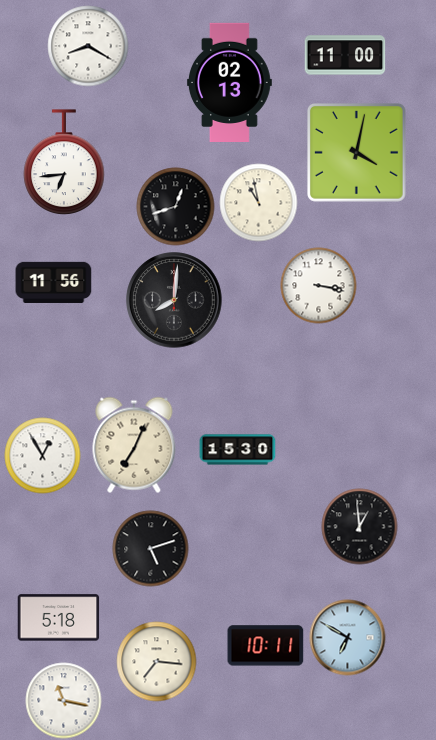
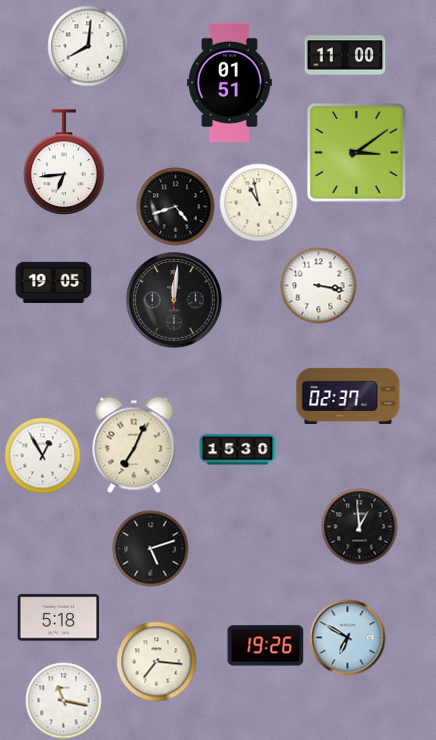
clock at (88, 46): 8:20 -> 8:01
clock at (229, 82): 02:13 -> 01:51
clock at (357, 153): 4:02 -> 3:09
clock at (176, 207): 12:42 -> 4:42
clock at (54, 282): 11:56 -> 19:05
clock at (174, 300): 8:01 -> 12:01
clock at (348, 396): none -> 02:37
clock at (266, 646): 10:11 -> 19:26
